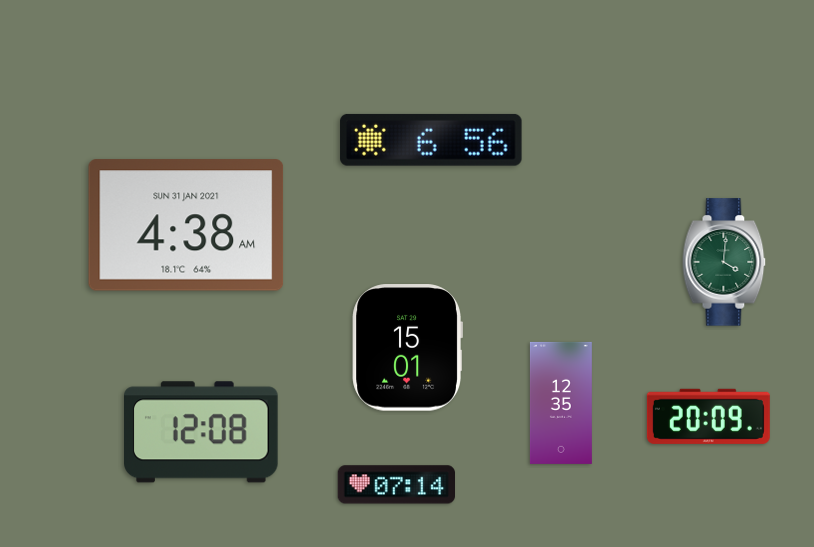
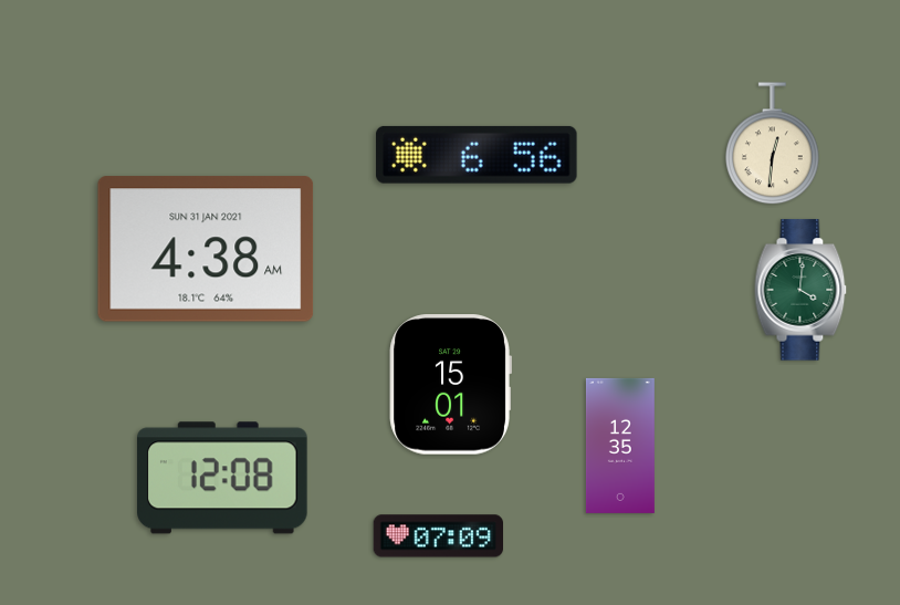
clock at (773, 144): none -> 12:31
clock at (708, 416): 20:09 -> none
clock at (397, 485): 07:14 -> 07:09
